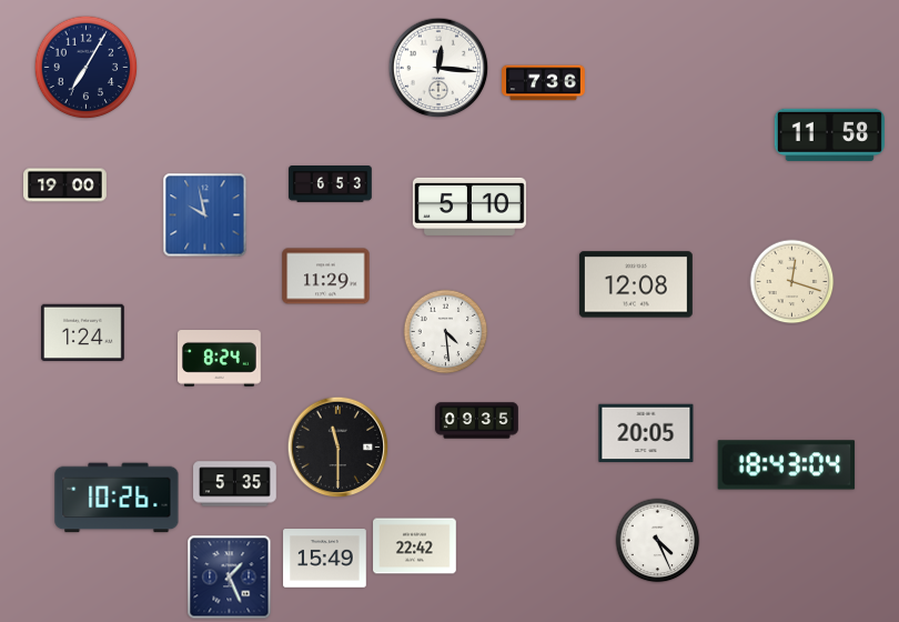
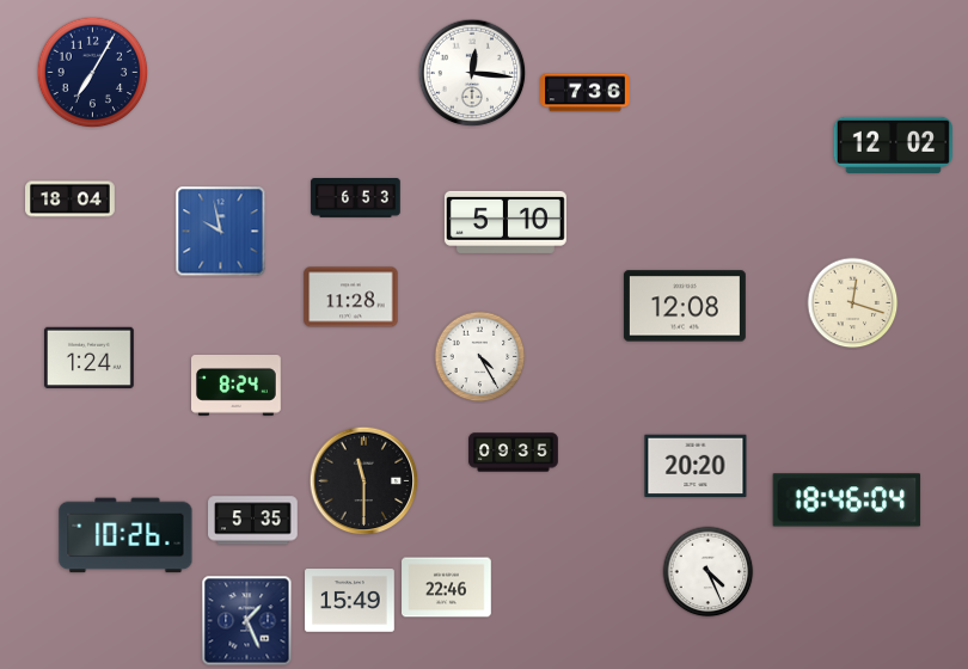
clock at (544, 83) position: (544, 83) -> (586, 93)
clock at (829, 134): 11:58 -> 12:02
clock at (65, 185): 19:00 -> 18:04
clock at (326, 277): 11:29 -> 11:28
clock at (446, 332): 4:29 -> 4:25
clock at (646, 433): 20:05 -> 20:20
clock at (787, 465): 18:43 -> 18:46
clock at (658, 541) position: (658, 541) -> (709, 572)
clock at (415, 546): 22:42 -> 22:46
